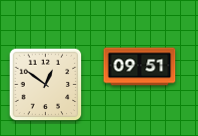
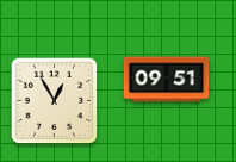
clock at (46, 85): 12:51 -> 12:55
